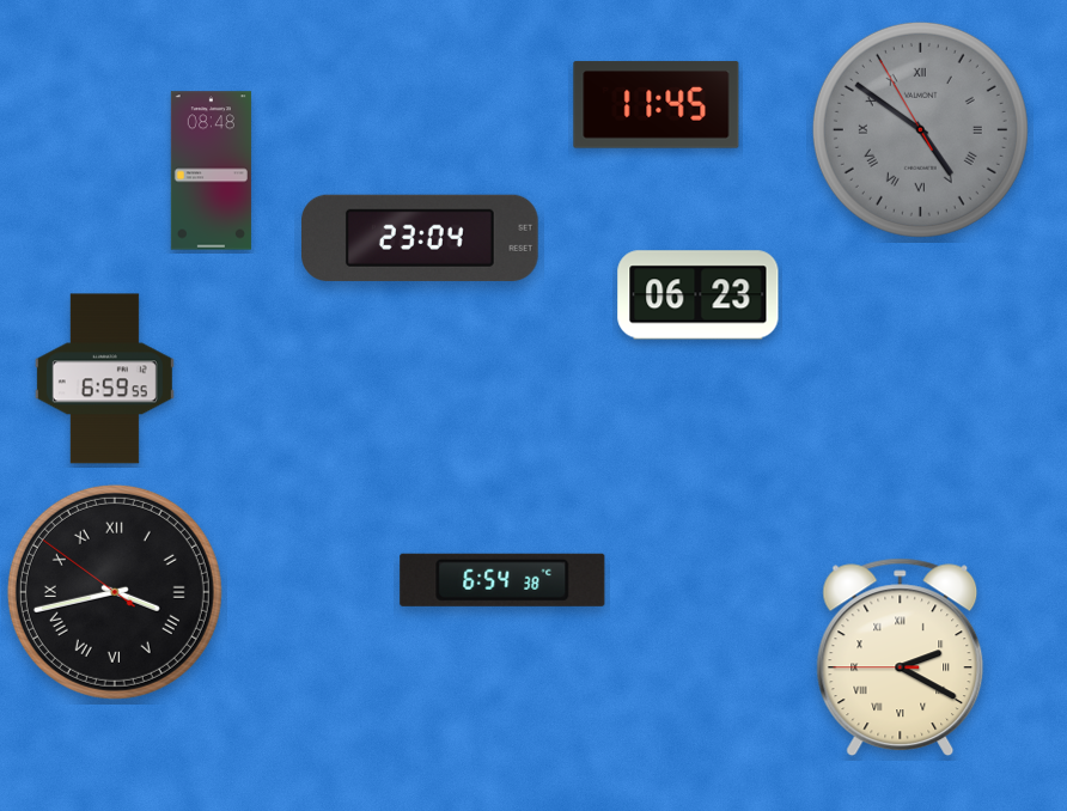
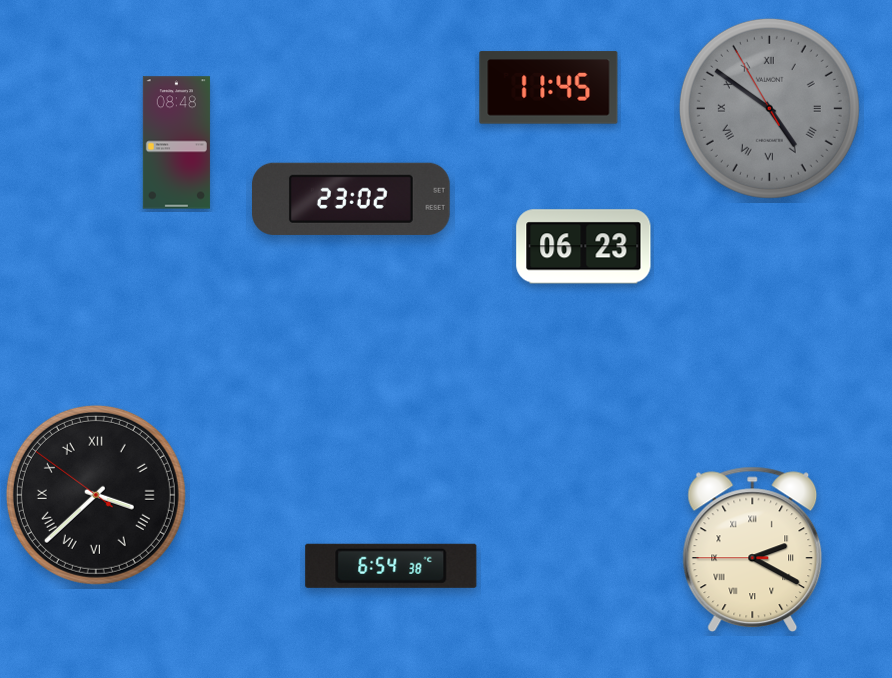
clock at (421, 238): 23:04 -> 23:02
clock at (104, 379): 6:59 -> none
clock at (502, 580) position: (502, 580) -> (391, 566)
clock at (115, 592): 3:42 -> 3:37
